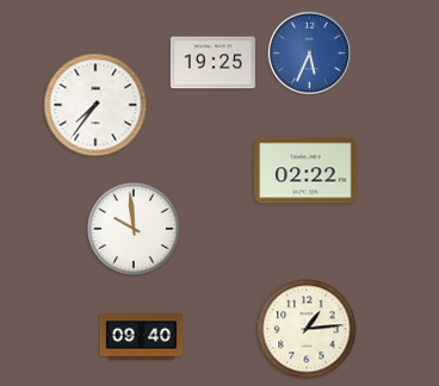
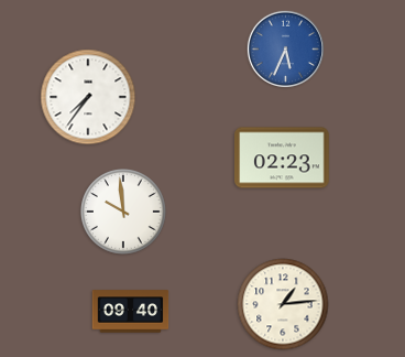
clock at (212, 63): 19:25 -> none
clock at (305, 170): 02:22 -> 02:23
